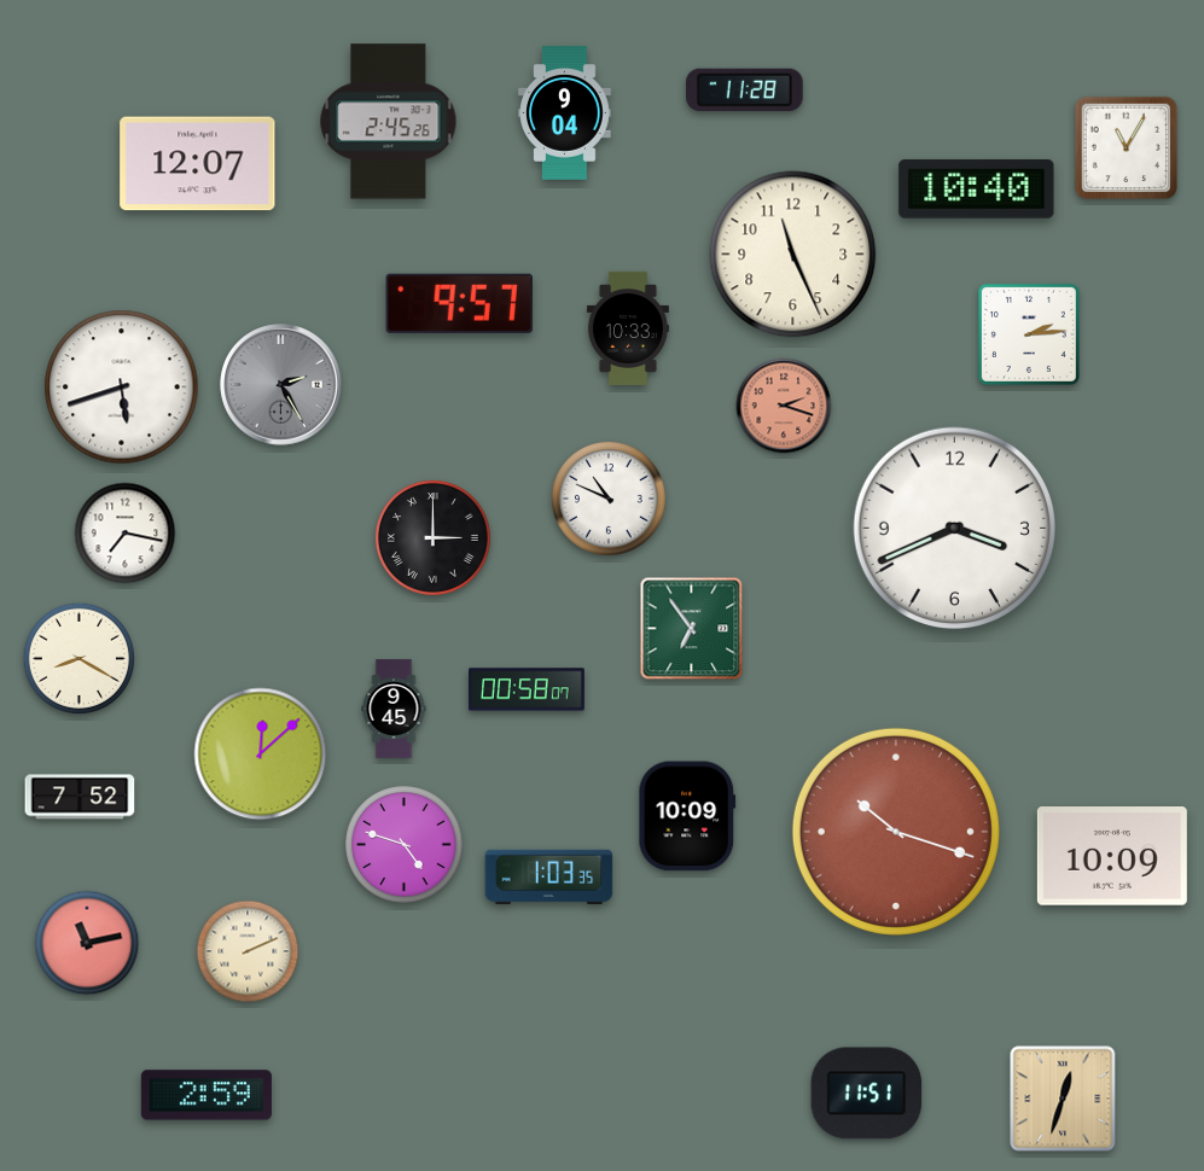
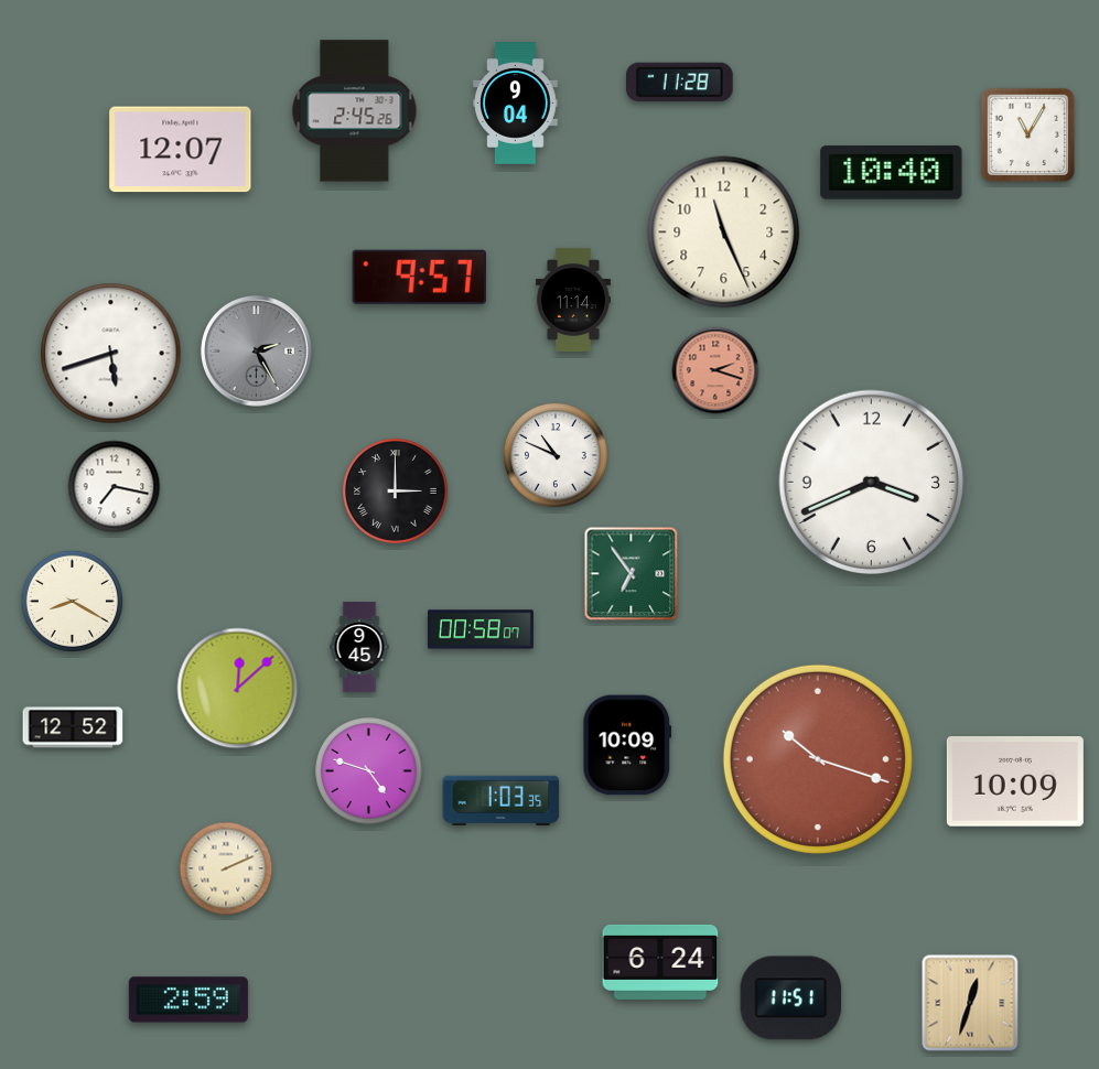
clock at (628, 328): 10:33 -> 11:14
clock at (1029, 334): 2:14 -> none
clock at (80, 797): 7:52 -> 12:52
clock at (87, 943): 11:13 -> none
clock at (660, 962): none -> 6:24
